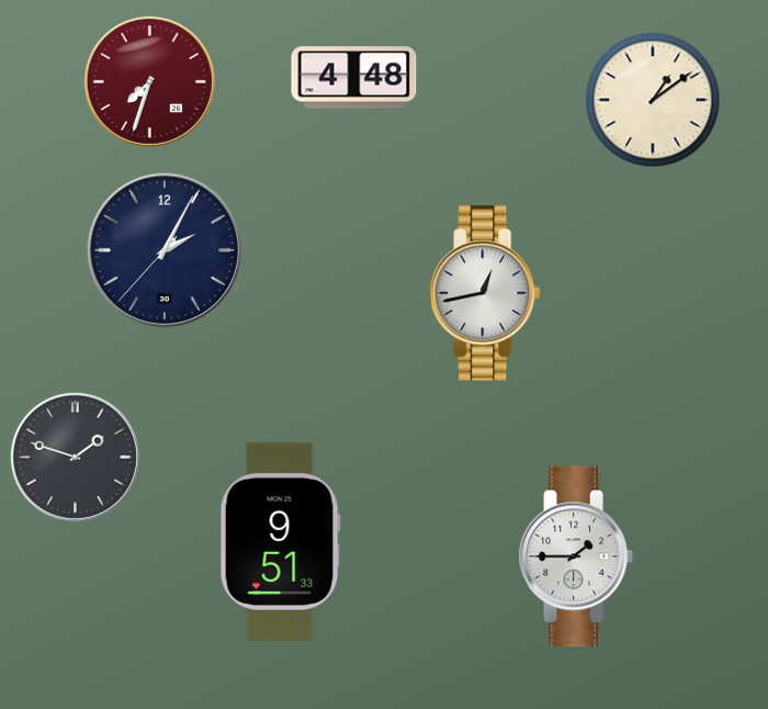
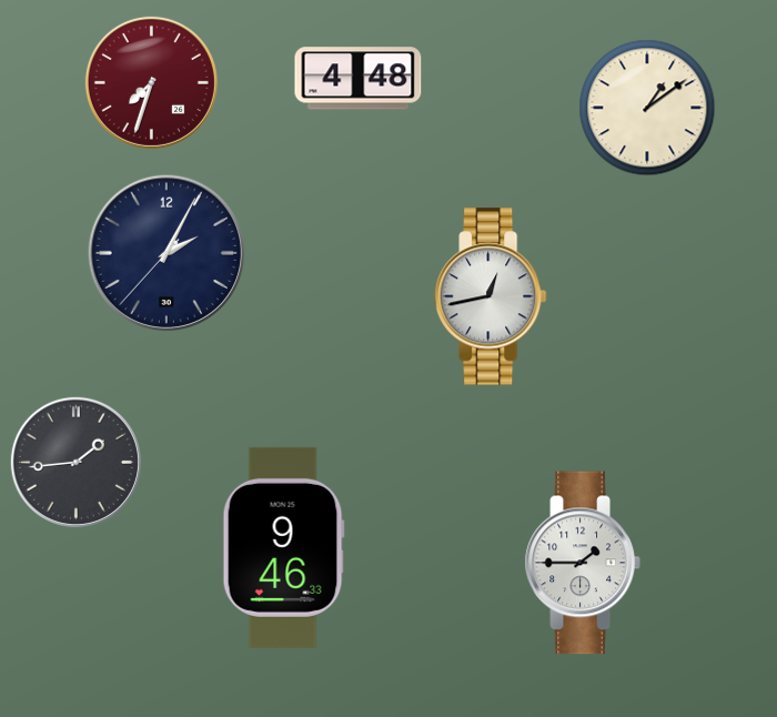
clock at (653, 100) position: (653, 100) -> (647, 108)
clock at (75, 457): 1:48 -> 1:44
clock at (280, 541): 9:51 -> 9:46
